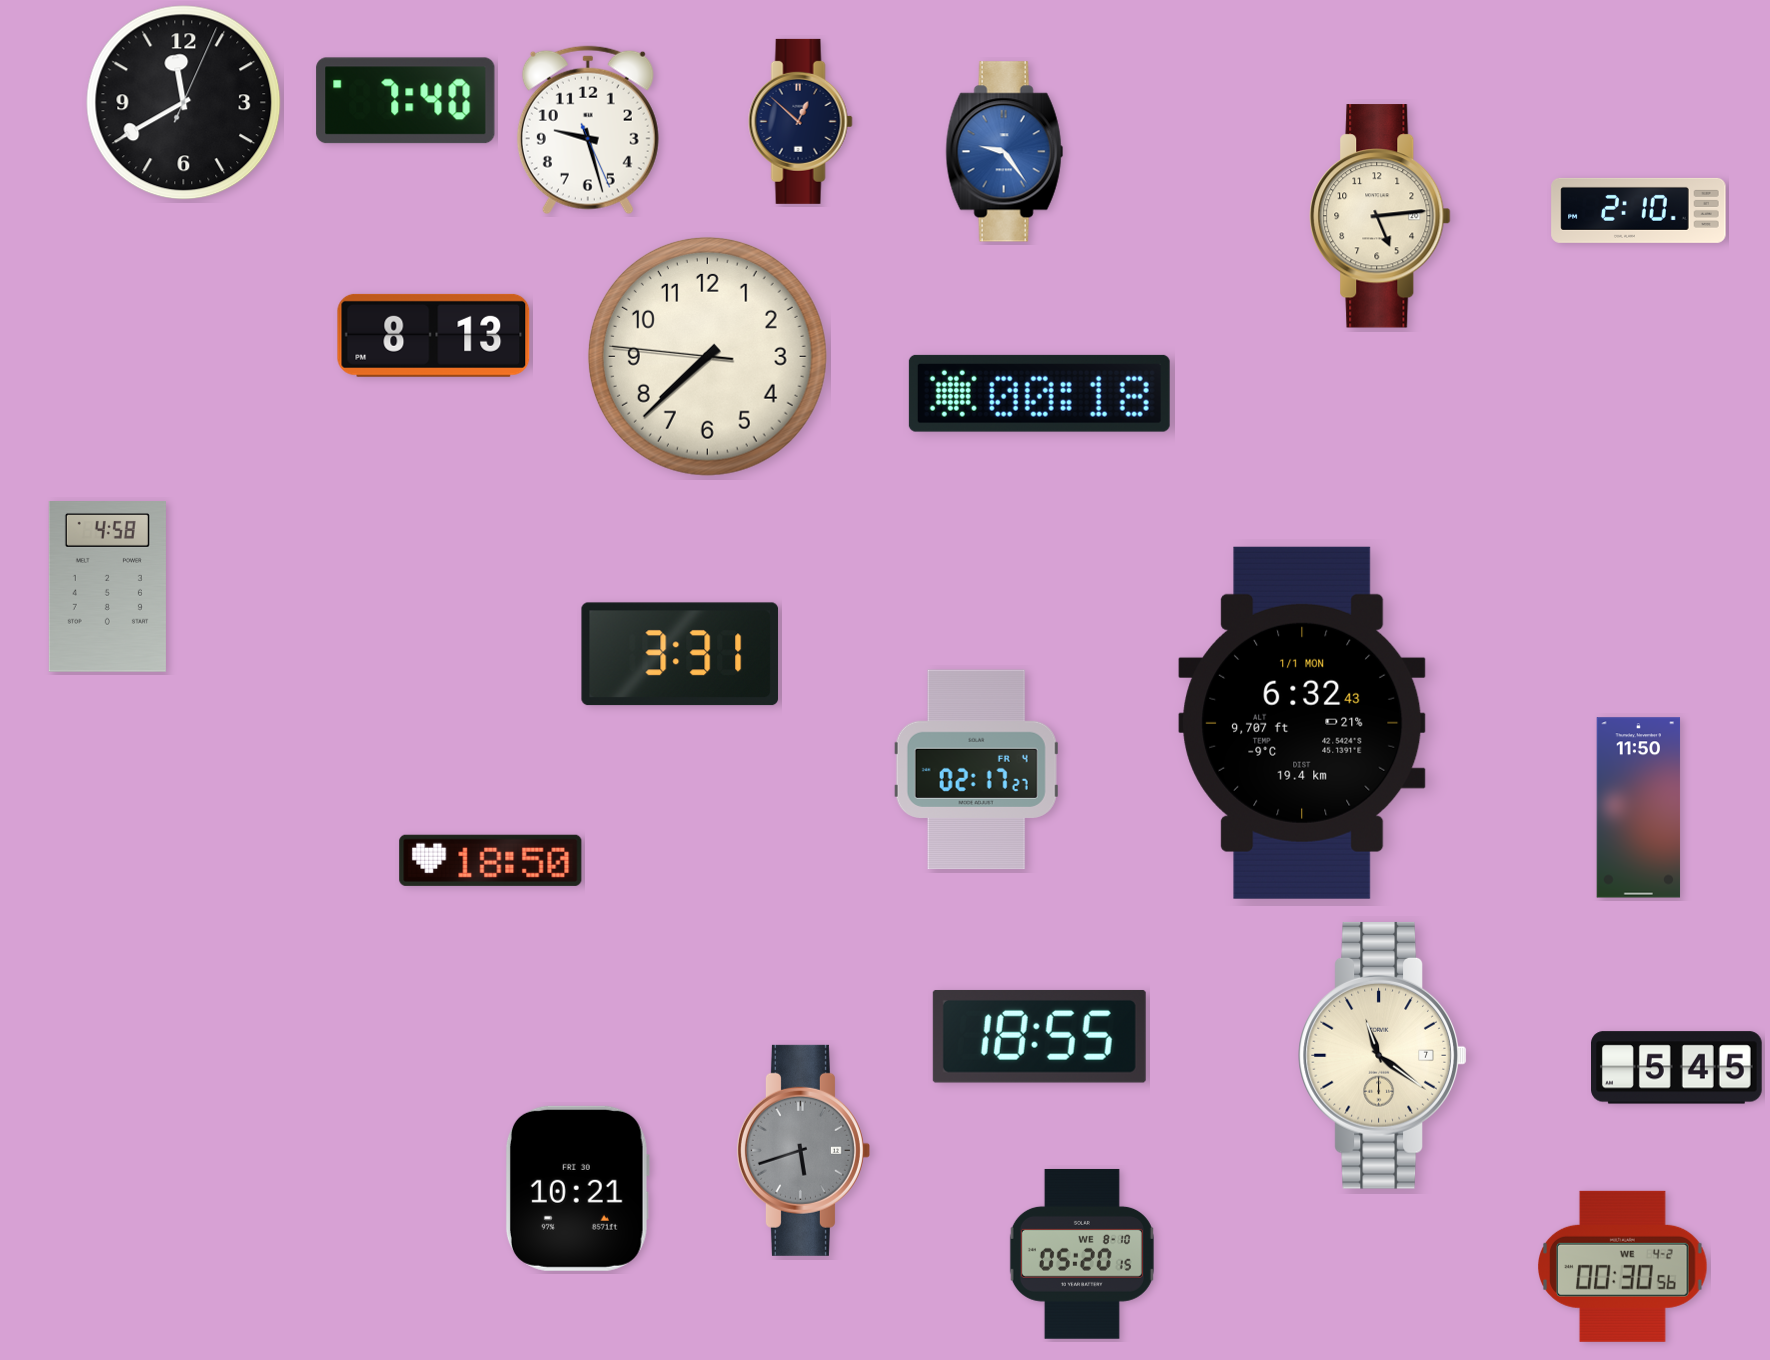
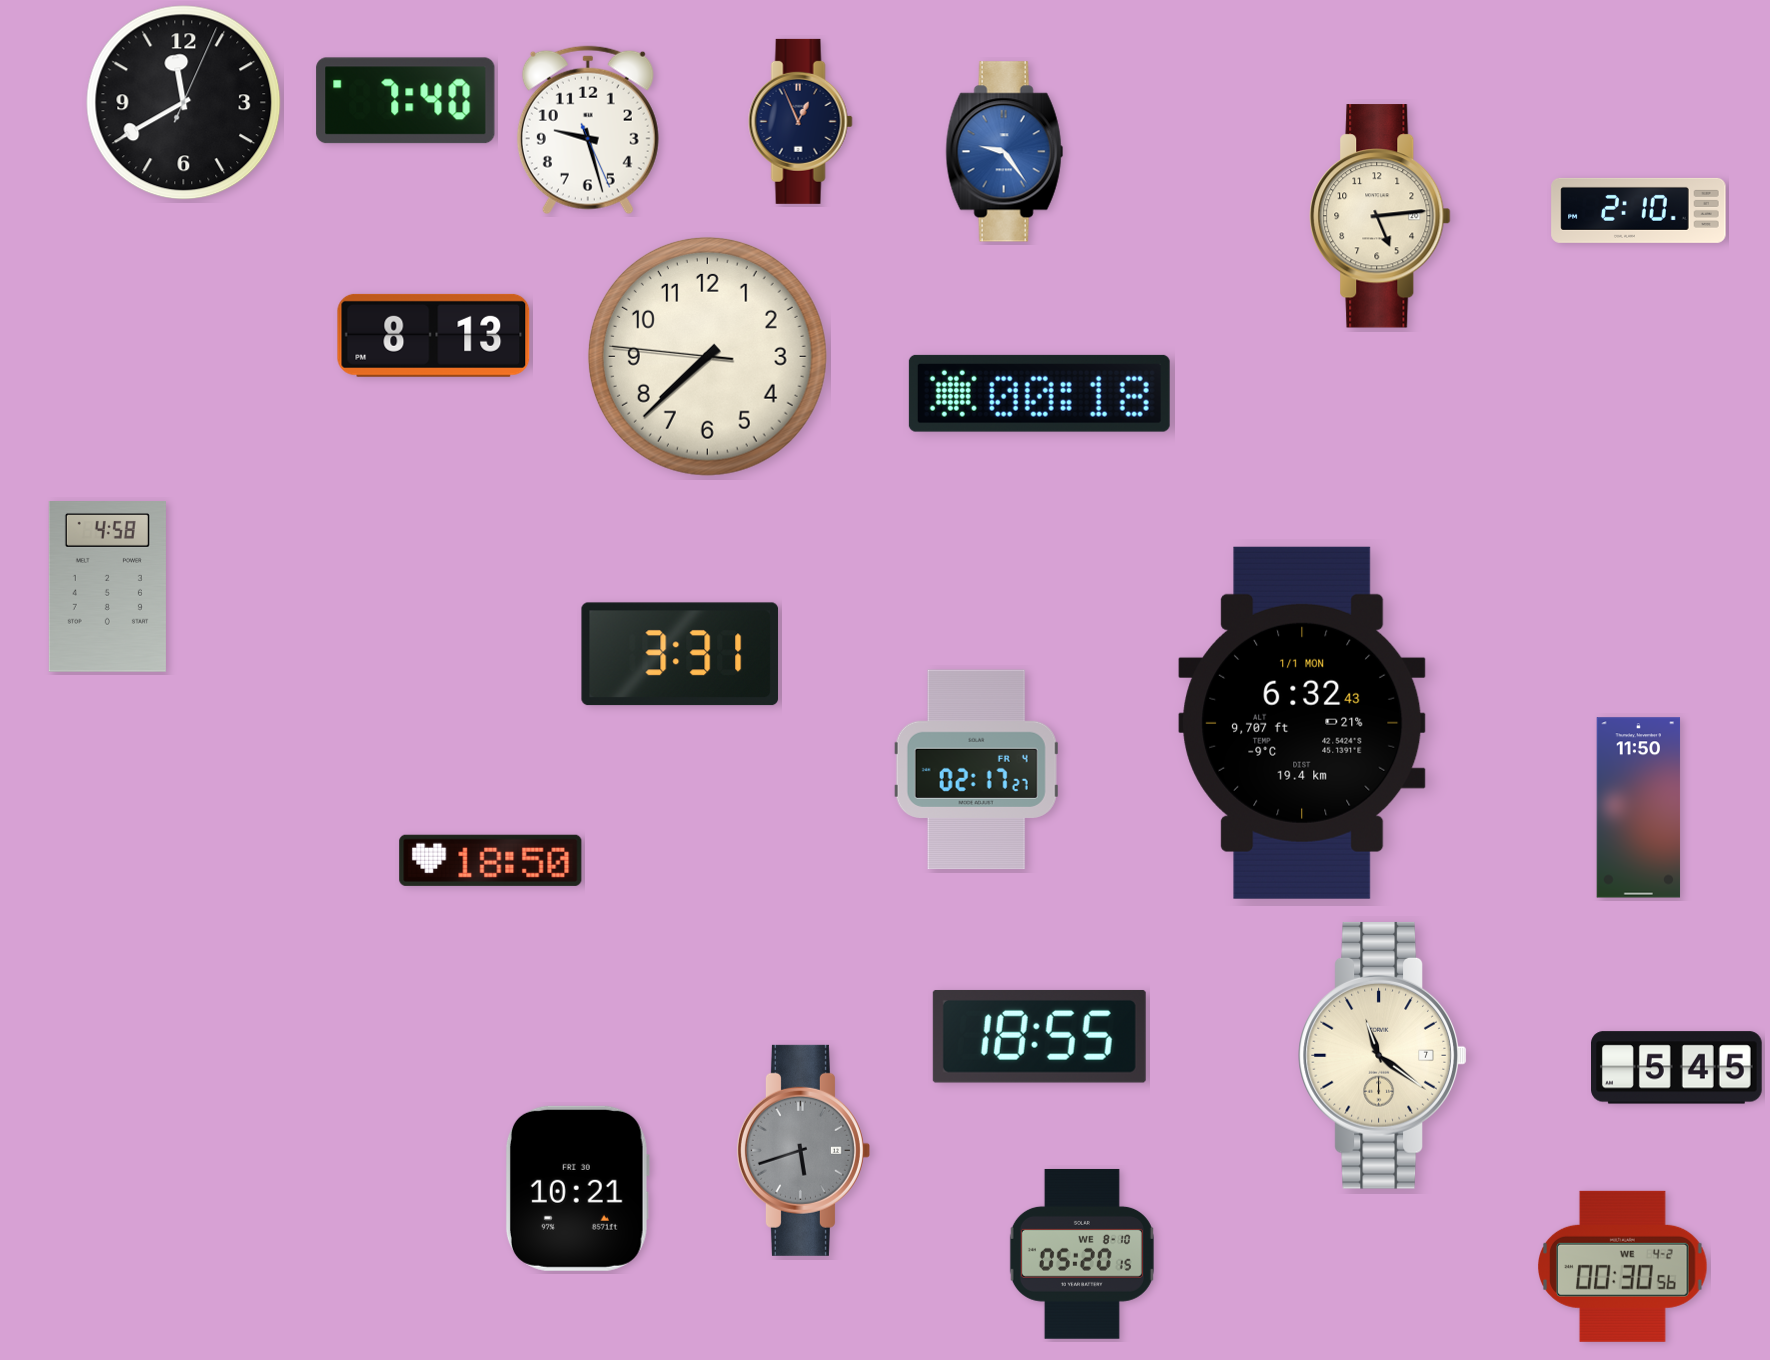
clock at (800, 121): 12:52 -> 12:56
